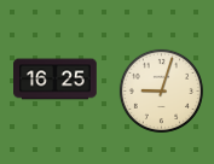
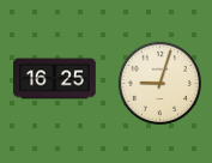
clock at (161, 90) position: (161, 90) -> (159, 83)
